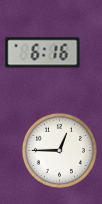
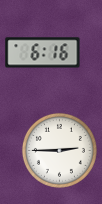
clock at (59, 150): 12:45 -> 2:45
